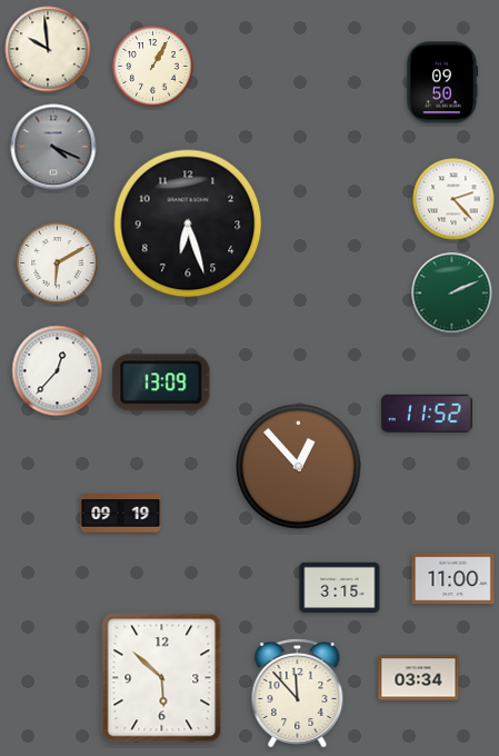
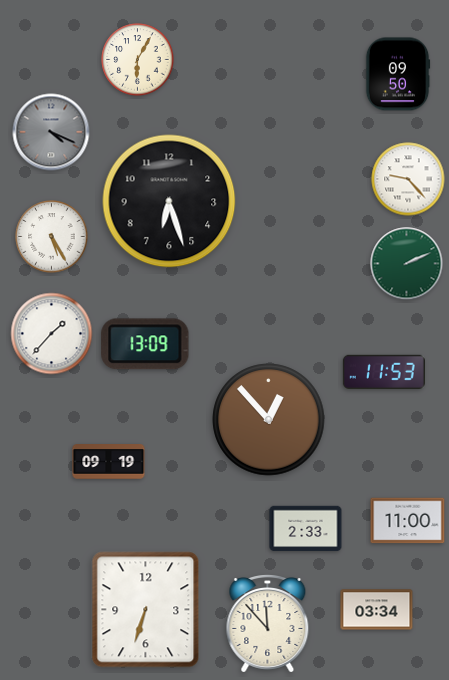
clock at (48, 49): 9:59 -> none
clock at (153, 67): 1:05 -> 6:05
clock at (53, 147) position: (53, 147) -> (51, 132)
clock at (453, 199): 2:23 -> 9:23
clock at (58, 263): 6:10 -> 5:25
clock at (58, 371): 12:37 -> 1:37
clock at (427, 414): 11:52 -> 11:53
clock at (340, 588): 3:15 -> 2:33
clock at (162, 678): 5:52 -> 6:33
